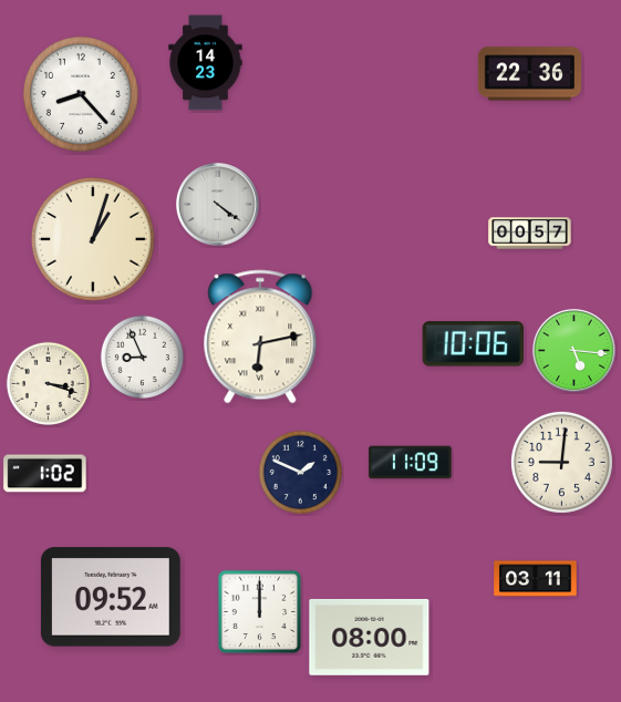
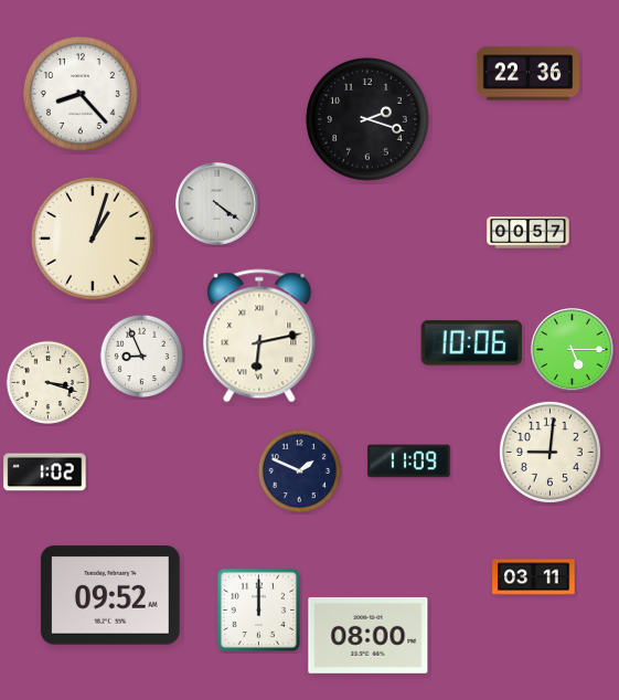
clock at (206, 63): 14:23 -> none
clock at (367, 119): none -> 2:18
clock at (573, 350): 5:16 -> 5:15
clock at (561, 462) position: (561, 462) -> (549, 452)
